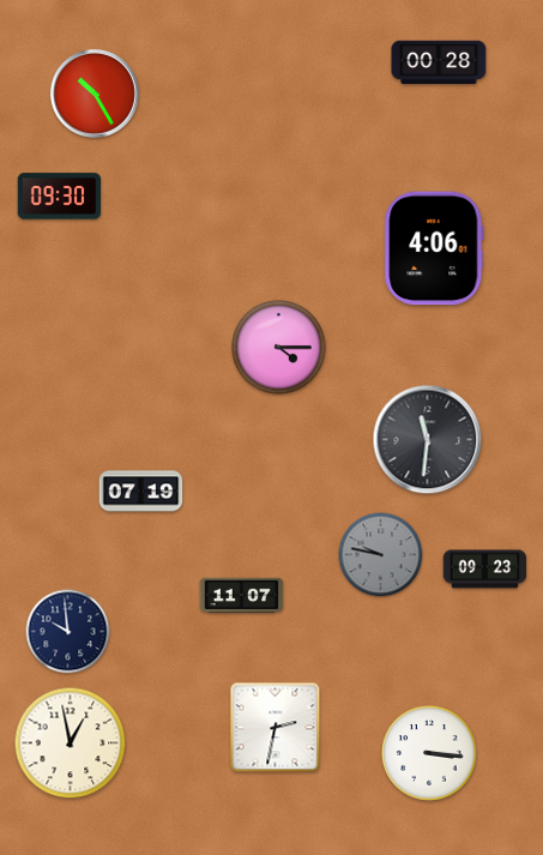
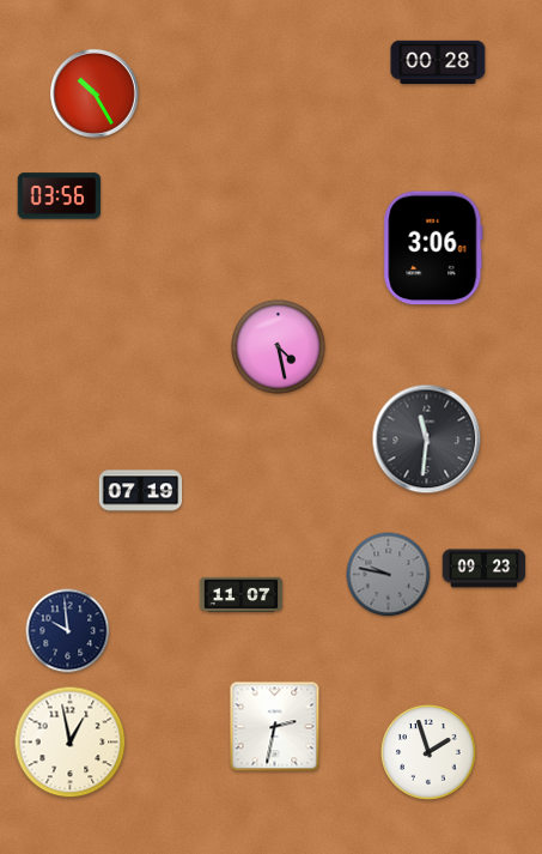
clock at (60, 197): 09:30 -> 03:56
clock at (434, 248): 4:06 -> 3:06
clock at (279, 348): 4:15 -> 4:28
clock at (381, 555) position: (381, 555) -> (389, 575)
clock at (429, 753): 3:16 -> 1:57
